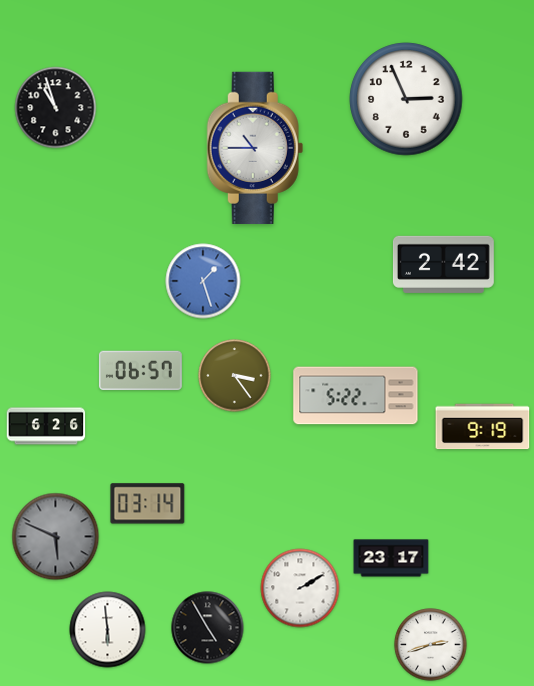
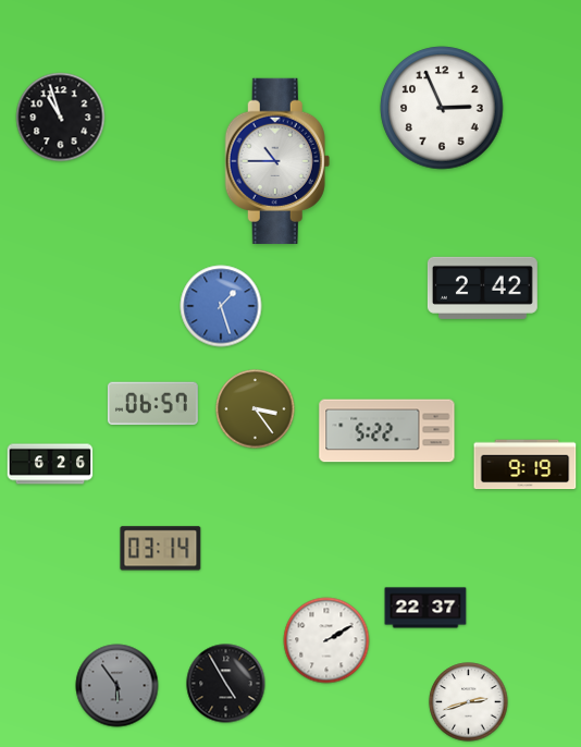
clock at (56, 537): 5:49 -> none
clock at (391, 558): 23:17 -> 22:37
clock at (108, 630): 5:59 -> 5:54
clock at (108, 630) dial: white -> grey
